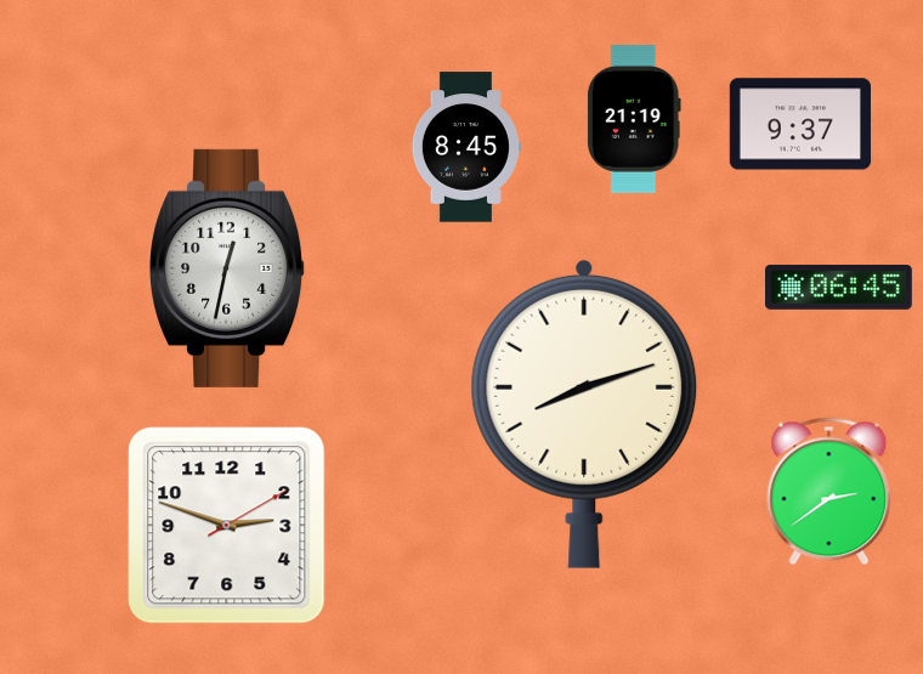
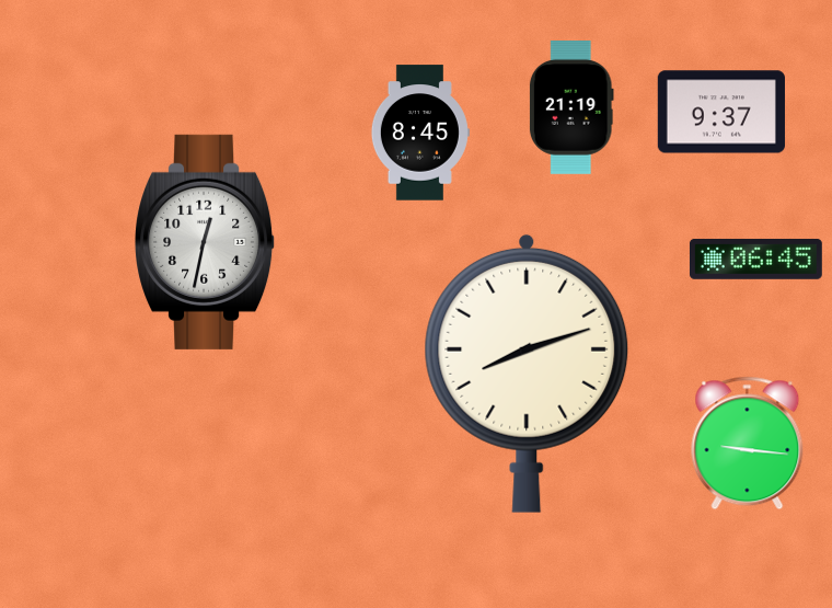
clock at (829, 492): 2:39 -> 9:16
clock at (227, 526): 2:48 -> none
